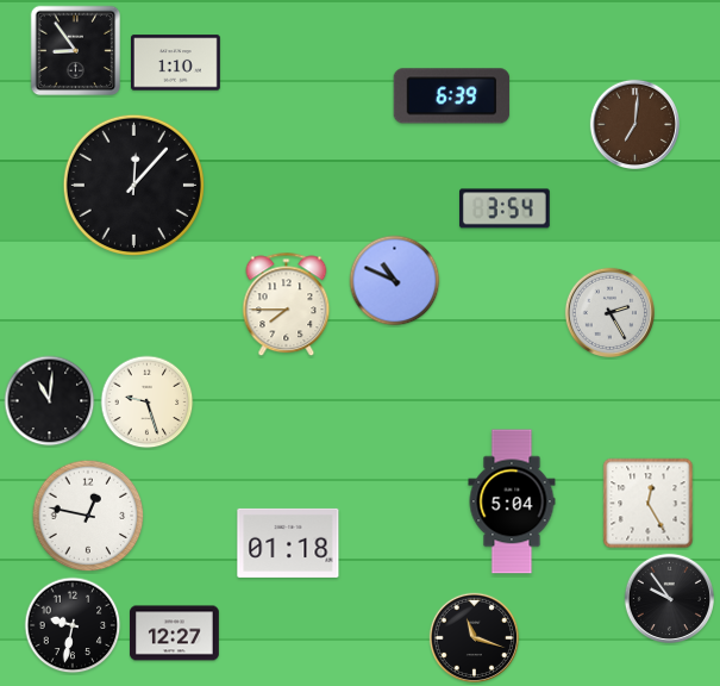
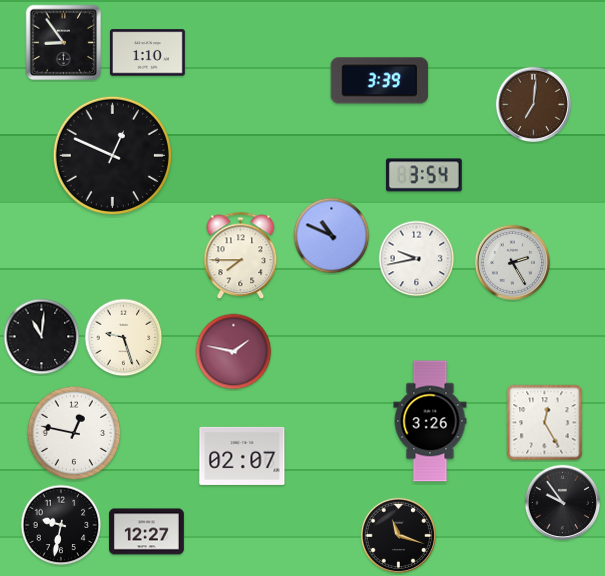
clock at (452, 96): 6:39 -> 3:39
clock at (133, 185): 12:07 -> 12:49
clock at (417, 259): none -> 9:43
clock at (234, 352): none -> 1:47
clock at (512, 501): 5:04 -> 3:26
clock at (288, 543): 01:18 -> 02:07
